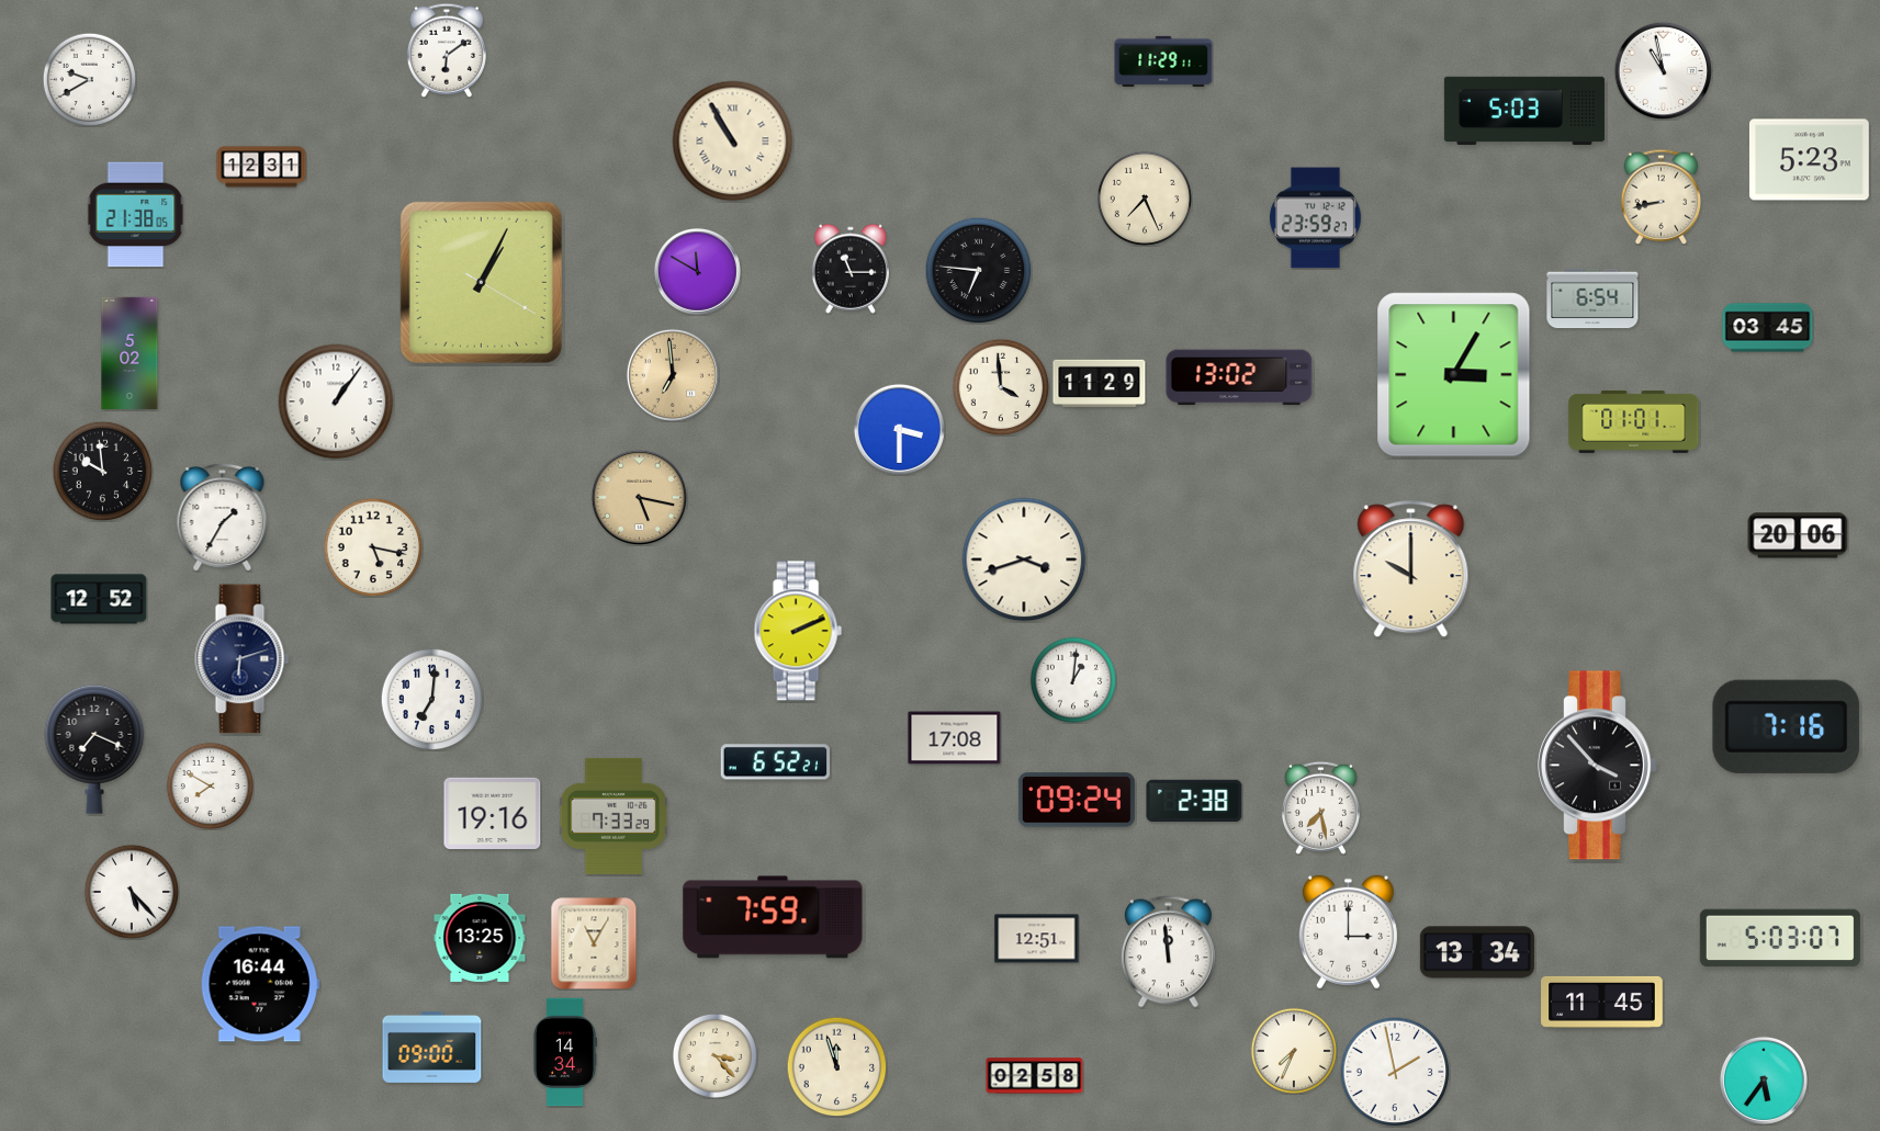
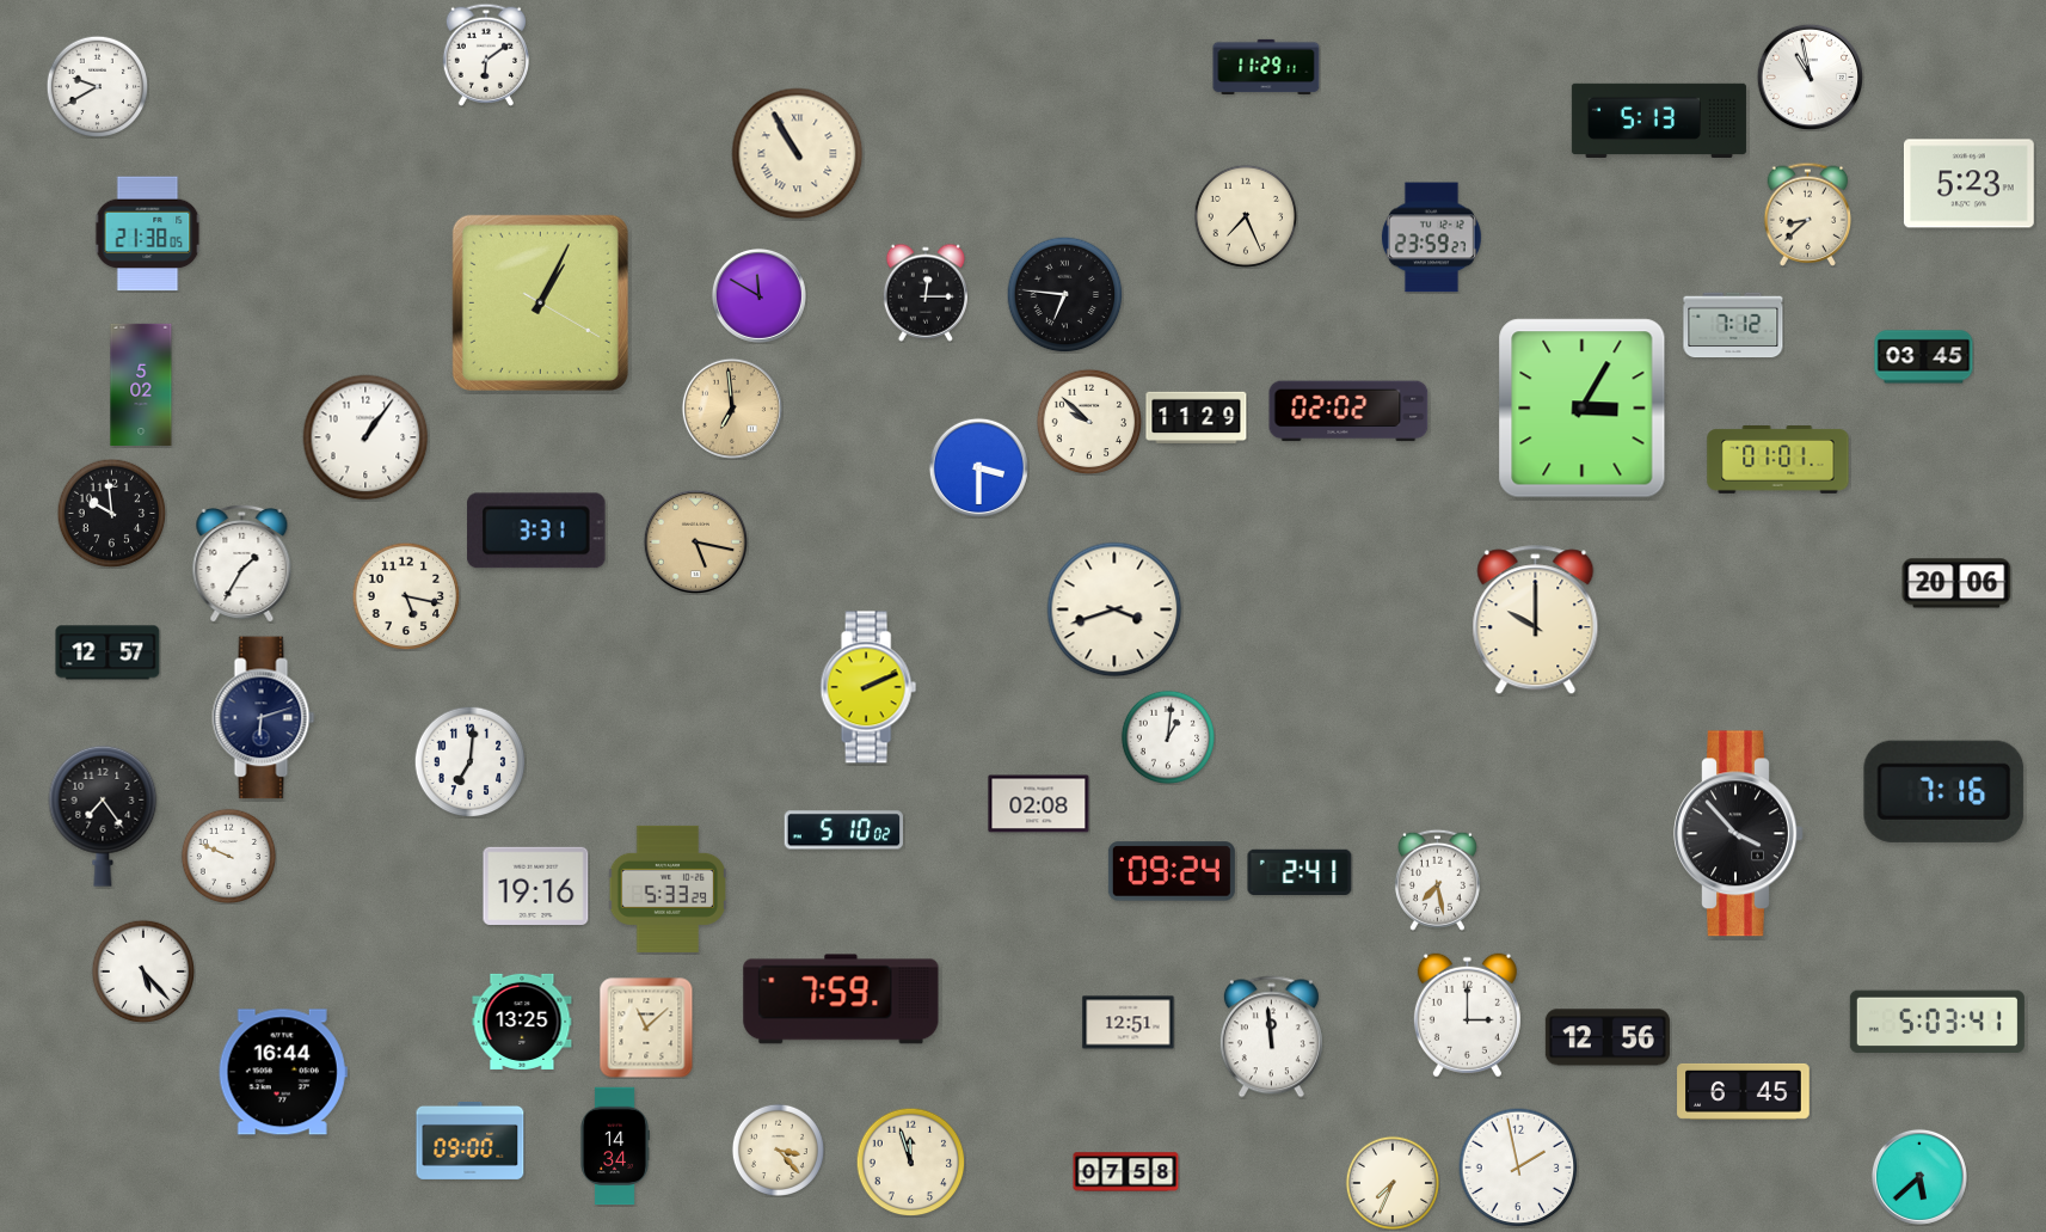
clock at (1524, 110): 5:03 -> 5:13
clock at (1809, 160) position: (1809, 160) -> (1968, 184)
clock at (261, 167): 12:31 -> none
clock at (1662, 196): 8:43 -> 8:38
clock at (851, 269): 11:15 -> 12:15
clock at (481, 282) position: (481, 282) -> (540, 302)
clock at (1592, 298): 6:54 -> 7:12
clock at (1239, 377): 13:02 -> 02:02
clock at (1001, 387): 3:59 -> 9:52
clock at (536, 531): none -> 3:31
clock at (99, 599): 12:52 -> 12:57
clock at (1072, 679) position: (1072, 679) -> (1167, 736)
clock at (955, 738): 17:08 -> 02:08
clock at (94, 749): 7:19 -> 7:24
clock at (775, 762): 6:52 -> 5:10
clock at (210, 785): 7:50 -> 9:49
clock at (1194, 800): 2:38 -> 2:41
clock at (612, 816): 7:33 -> 5:33
clock at (1780, 938): 5:03:07 -> 5:03:41
clock at (594, 943): 11:05 -> 11:08
clock at (1477, 952): 13:34 -> 12:56
clock at (1602, 1002): 11:45 -> 6:45
clock at (1293, 1050) position: (1293, 1050) -> (1391, 1182)
clock at (1035, 1076): 02:58 -> 07:58
clock at (1764, 1081): 5:36 -> 5:38
